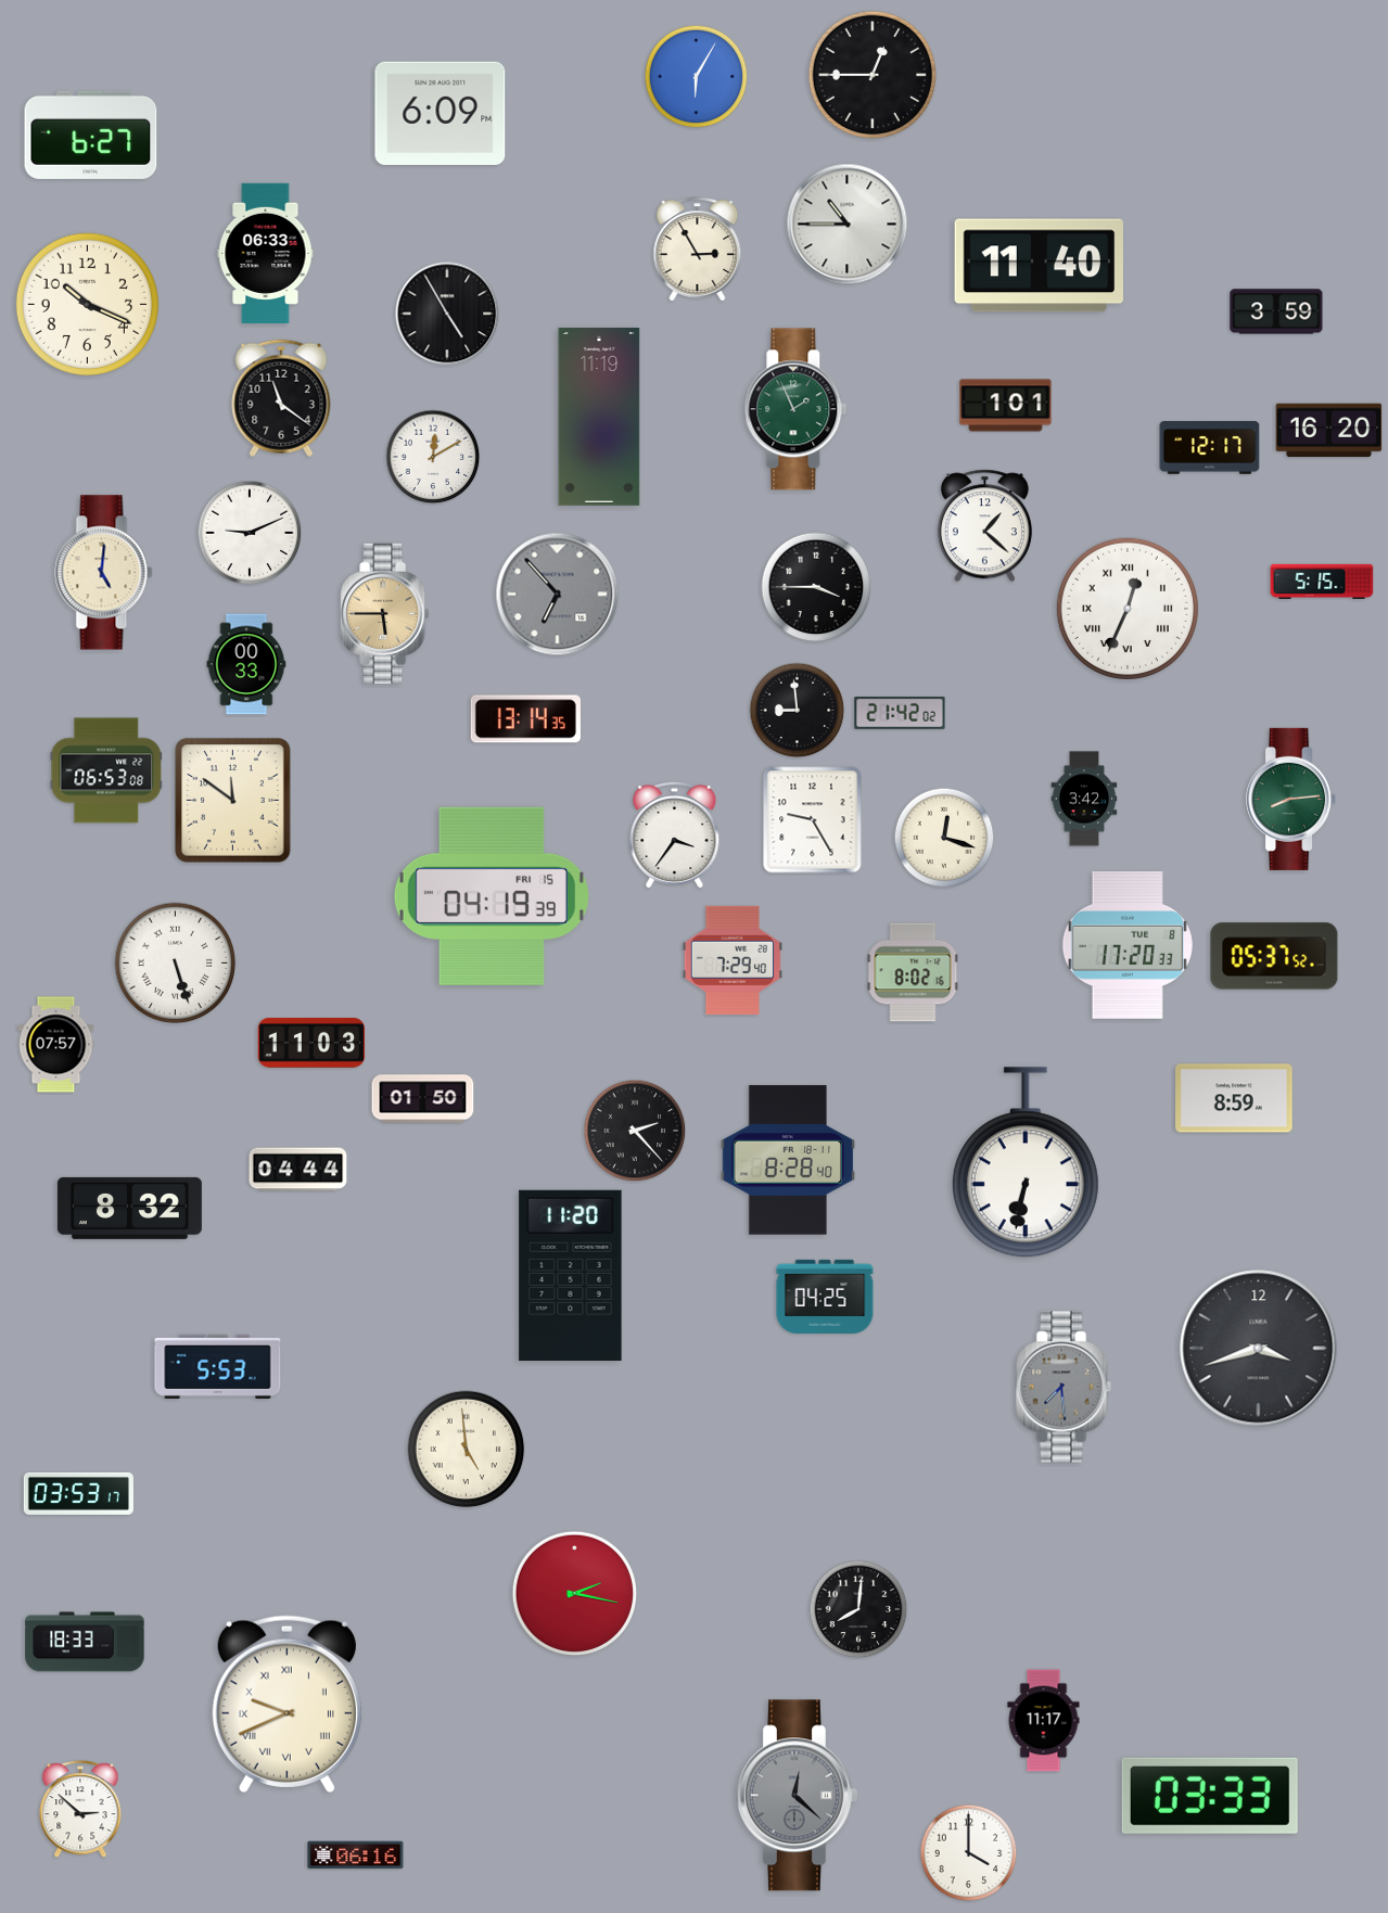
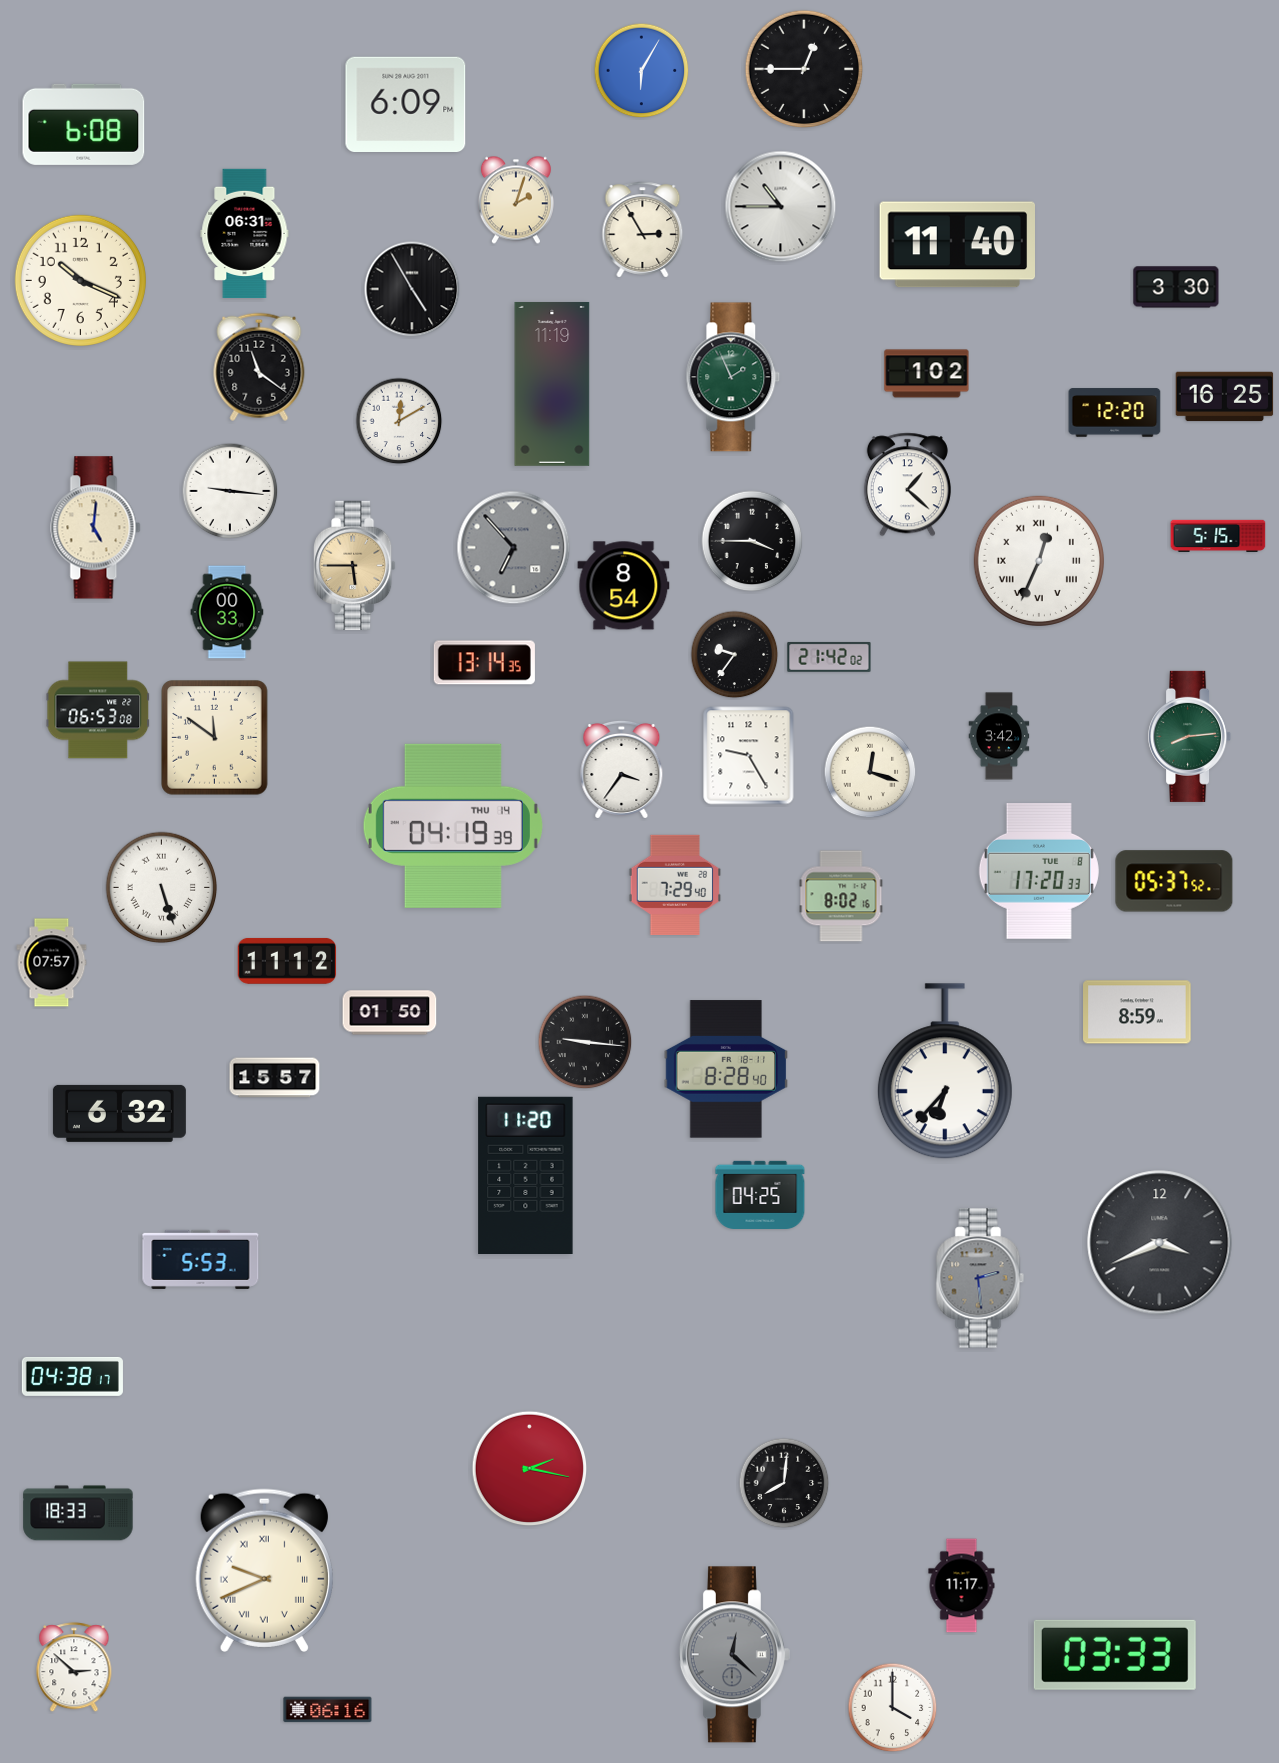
clock at (91, 135): 6:27 -> 6:08
clock at (516, 200): none -> 2:03
clock at (266, 253): 06:33 -> 06:31
clock at (1276, 311): 3:59 -> 3:30
clock at (1006, 406): 1:01 -> 1:02
clock at (1329, 431): 16:20 -> 16:25
clock at (1210, 448): 12:17 -> 12:20
clock at (250, 533): 9:11 -> 9:16
clock at (624, 586): none -> 8:54
clock at (798, 711): 8:59 -> 9:36
clock at (492, 896) date: FRI 15 -> THU 14
clock at (311, 1043): 11:03 -> 11:12
clock at (635, 1131): 2:23 -> 9:16
clock at (1026, 1163): 6:32 -> 6:37
clock at (298, 1170): 04:44 -> 15:57
clock at (129, 1208): 8:32 -> 6:32
clock at (1259, 1349): 3:42 -> 3:41
clock at (1064, 1387): 7:29 -> 2:29
clock at (467, 1450): 4:59 -> none
clock at (78, 1493): 03:53 -> 04:38
clock at (858, 1609) position: (858, 1609) -> (784, 1483)
